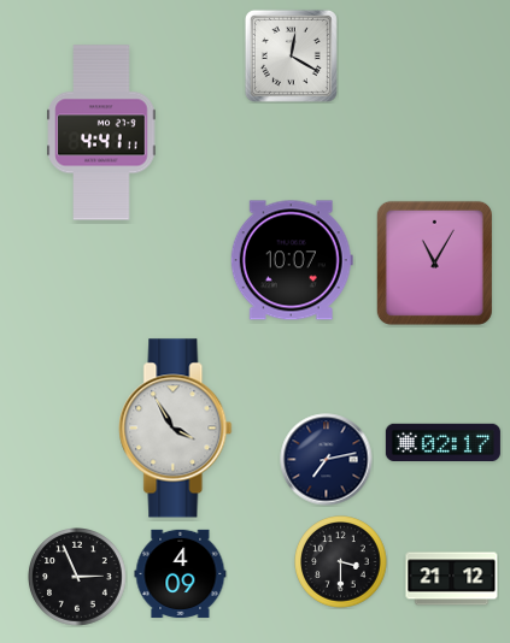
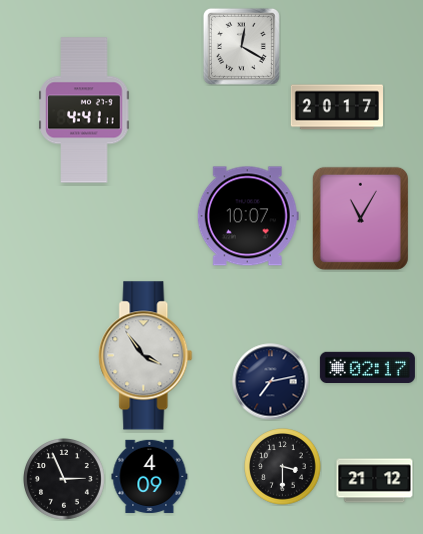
clock at (336, 107): none -> 20:17
clock at (292, 260) position: (292, 260) -> (248, 216)
clock at (176, 429): 3:55 -> 3:54
